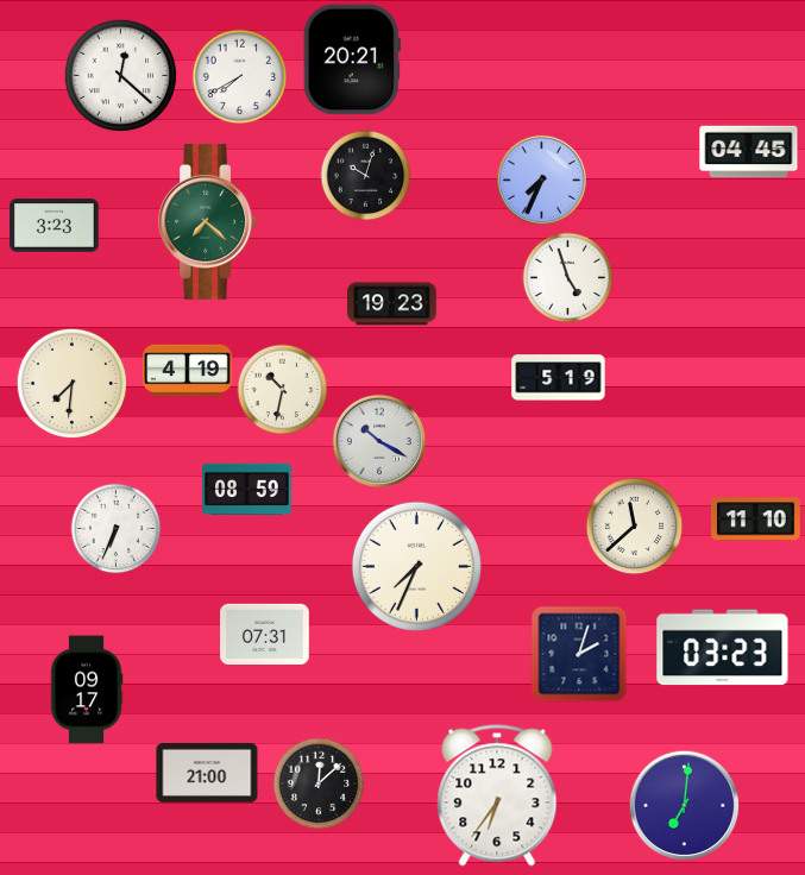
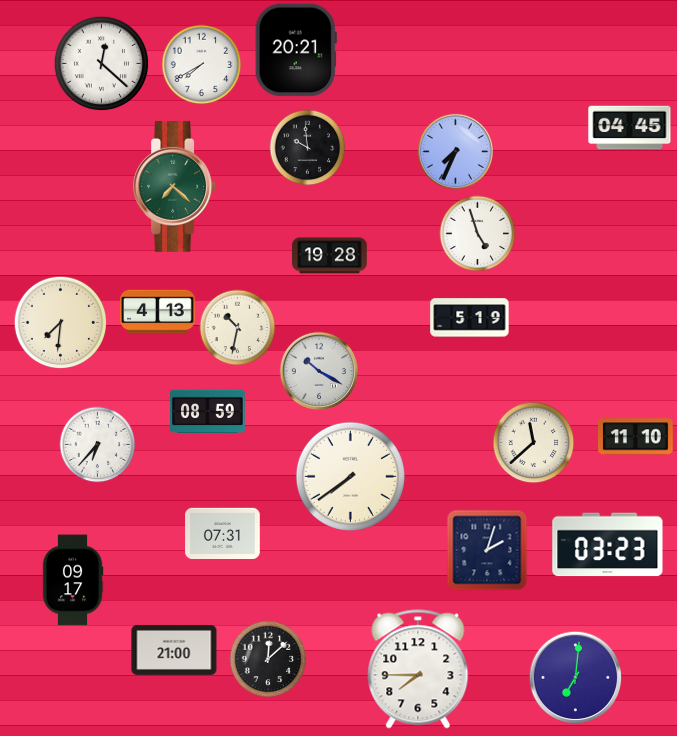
clock at (366, 176): 10:03 -> 9:59
clock at (55, 226): 3:23 -> none
clock at (392, 304): 19:23 -> 19:28
clock at (188, 371): 4:19 -> 4:13
clock at (117, 529): 6:34 -> 6:37
clock at (416, 566): 7:34 -> 7:39
clock at (497, 795): 6:36 -> 7:45
